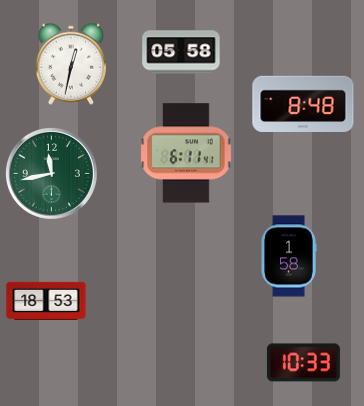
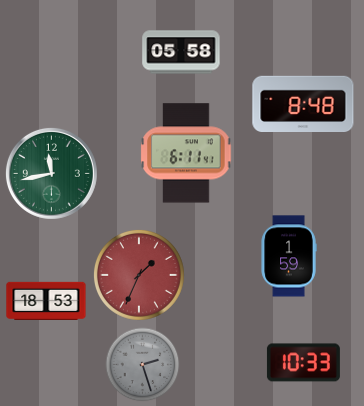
clock at (71, 64): 12:32 -> none
clock at (289, 256): 1:58 -> 1:59
clock at (139, 275): none -> 1:34
clock at (143, 365): none -> 2:27
